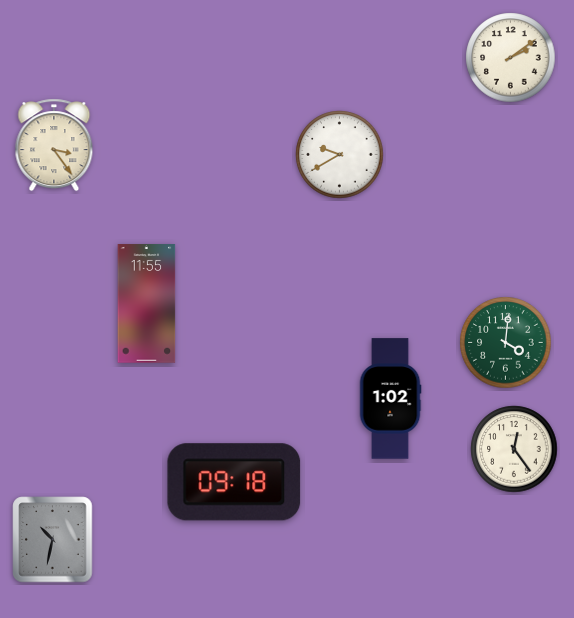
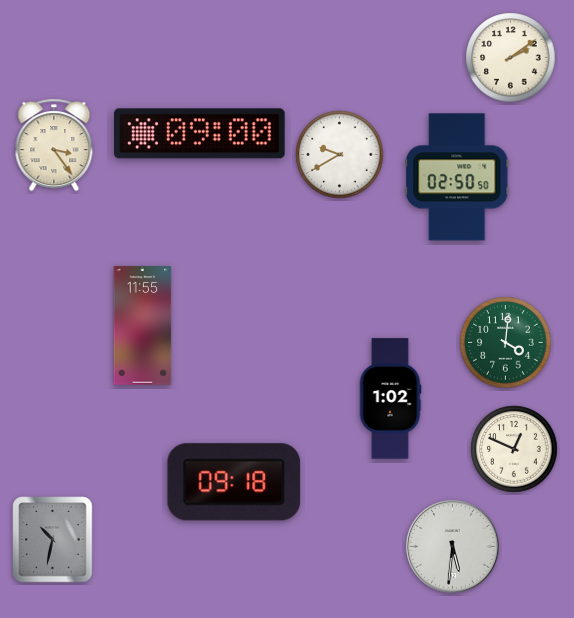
clock at (200, 134): none -> 09:00
clock at (457, 177): none -> 02:50
clock at (147, 304) position: (147, 304) -> (143, 326)
clock at (514, 449): 12:24 -> 12:49
clock at (453, 547): none -> 5:31
